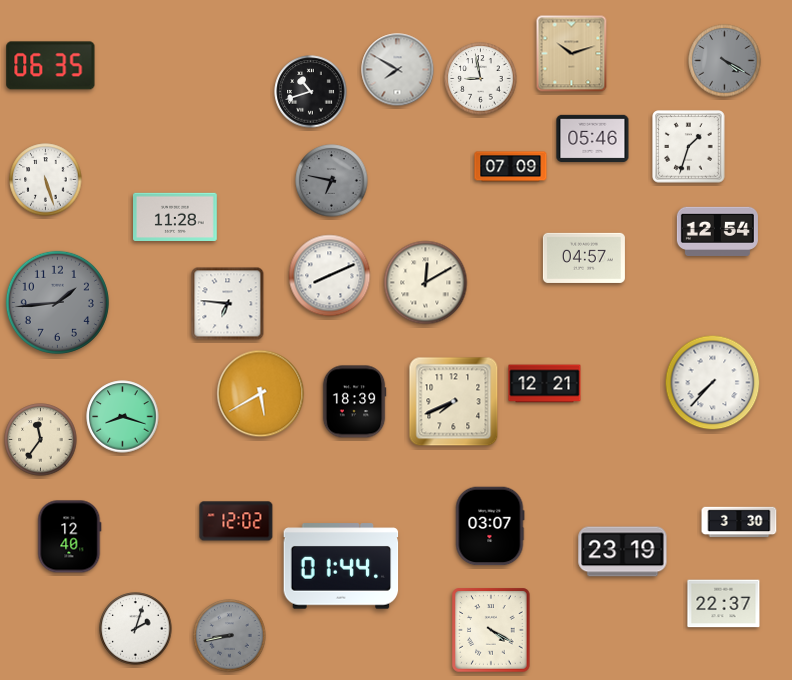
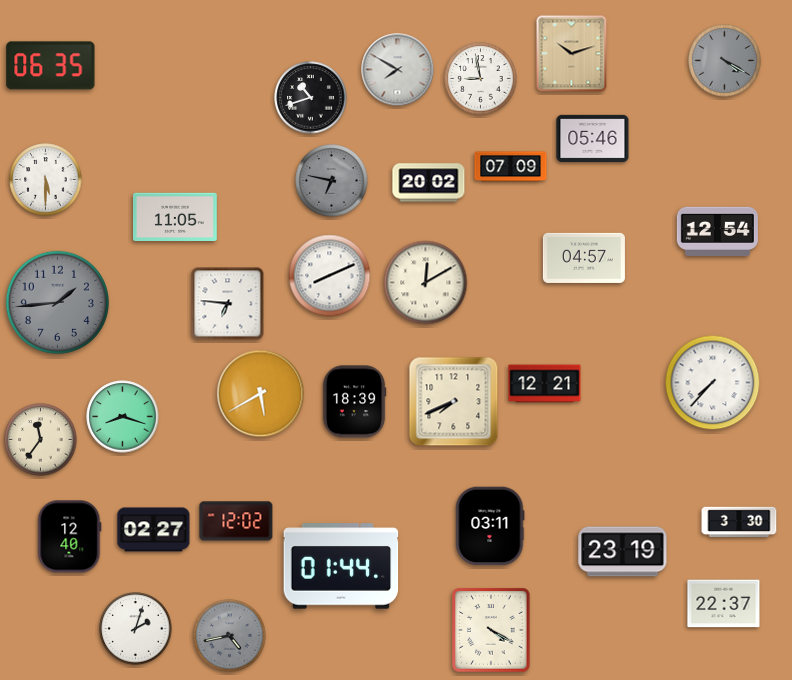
clock at (311, 92) position: (311, 92) -> (311, 98)
clock at (689, 147): 1:33 -> none
clock at (46, 180): 5:27 -> 5:30
clock at (429, 183): none -> 20:02
clock at (176, 216): 11:28 -> 11:05
clock at (490, 526): 03:07 -> 03:11
clock at (154, 530): none -> 02:27
clock at (230, 636): 8:43 -> 4:43
